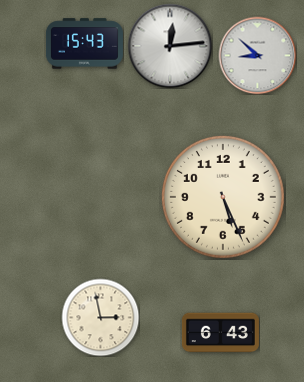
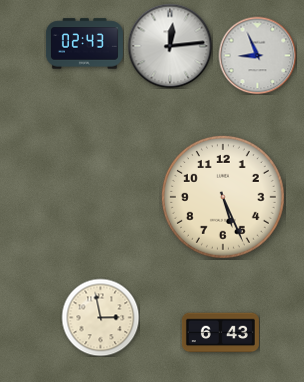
clock at (84, 44): 15:43 -> 02:43
clock at (257, 55): 8:52 -> 8:56
